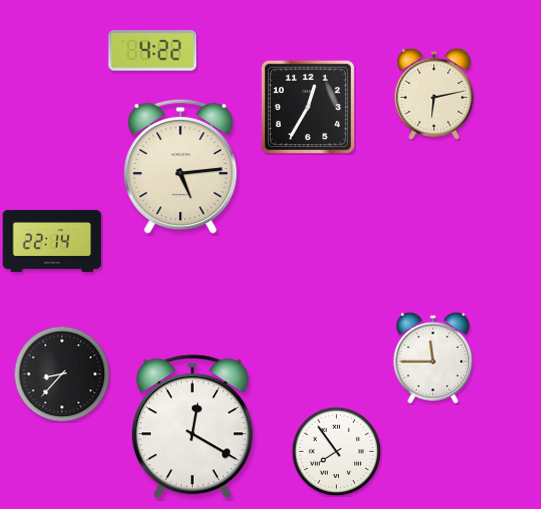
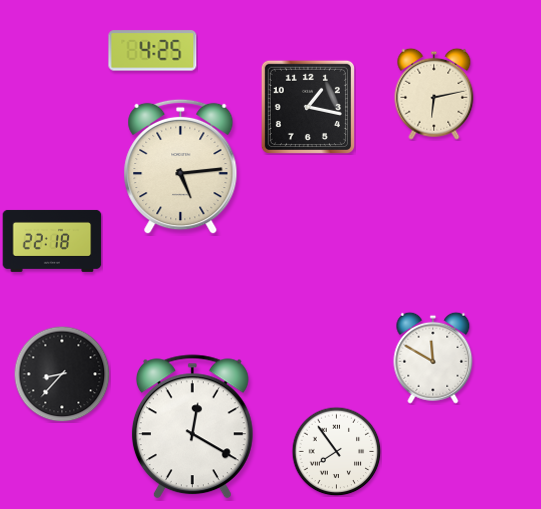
clock at (153, 51): 4:22 -> 4:25
clock at (307, 106): 12:35 -> 1:17
clock at (52, 241): 22:14 -> 22:18
clock at (433, 358): 11:45 -> 11:50
